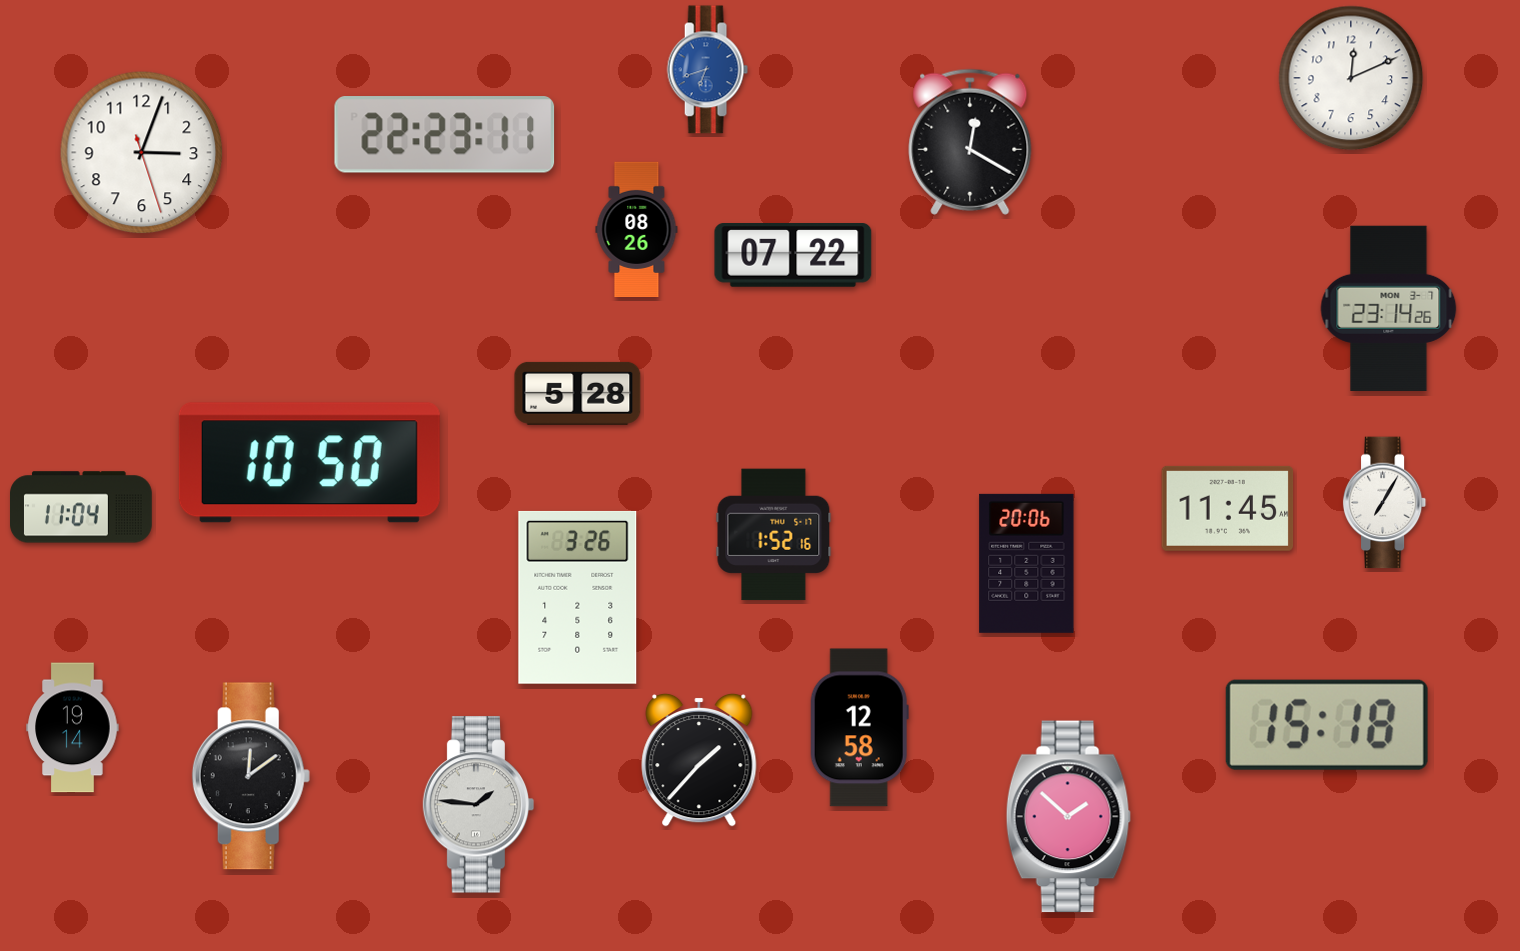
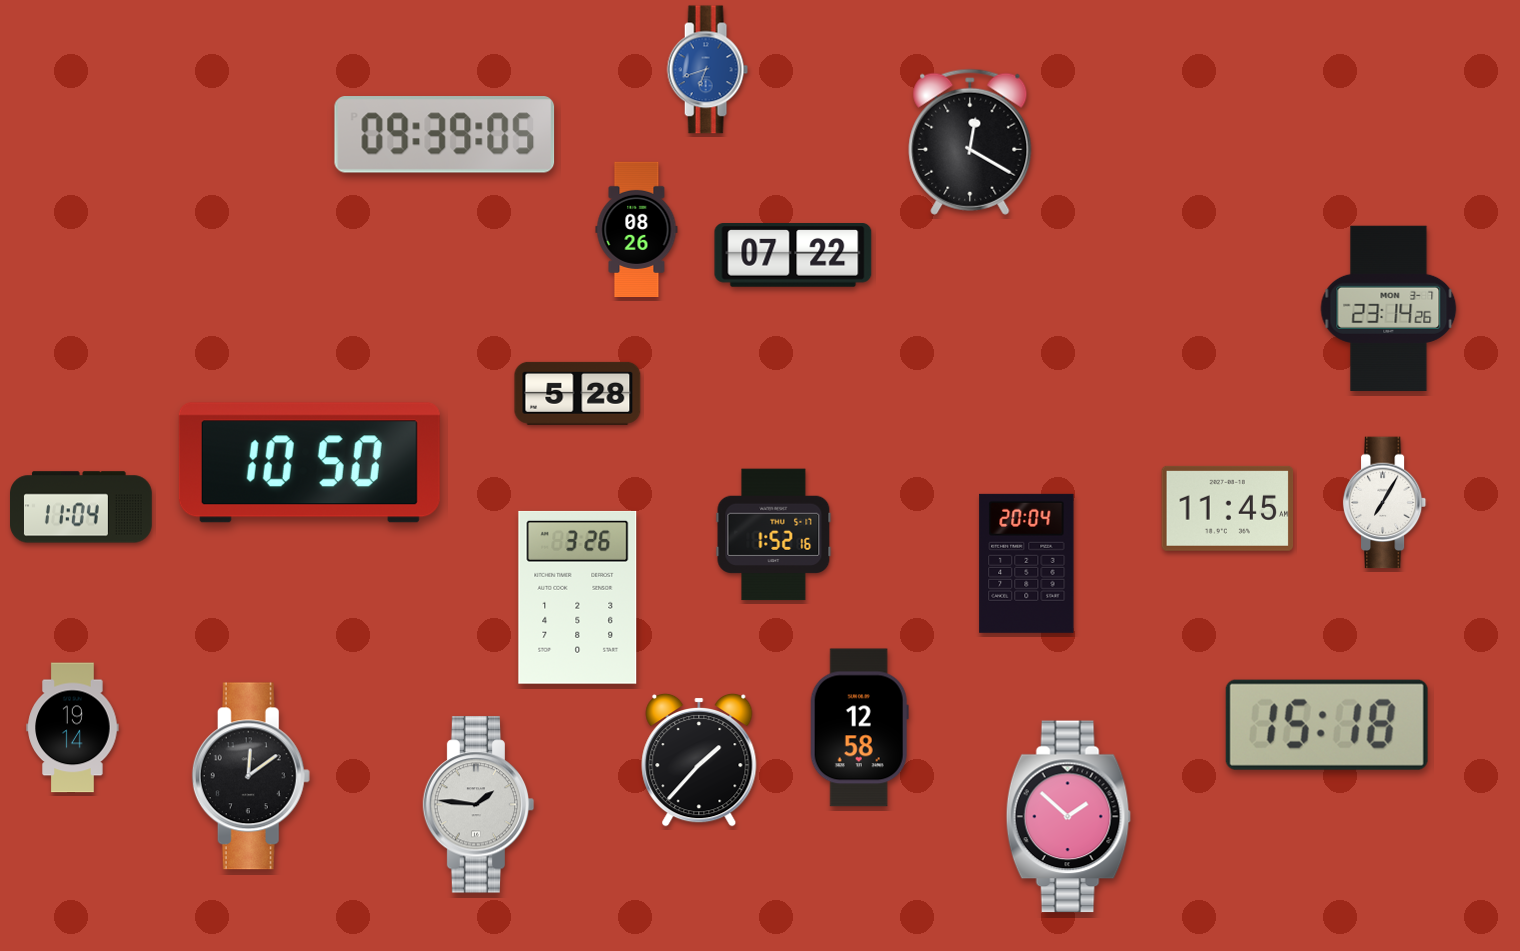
clock at (1351, 78): 12:11 -> none
clock at (445, 135): 22:23 -> 09:39
clock at (142, 153): 3:03 -> none
clock at (1027, 563): 20:06 -> 20:04
